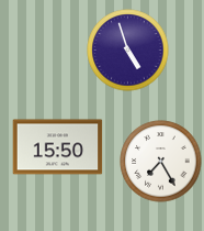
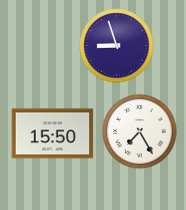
clock at (128, 51): 4:57 -> 8:57
clock at (161, 162) position: (161, 162) -> (140, 132)
